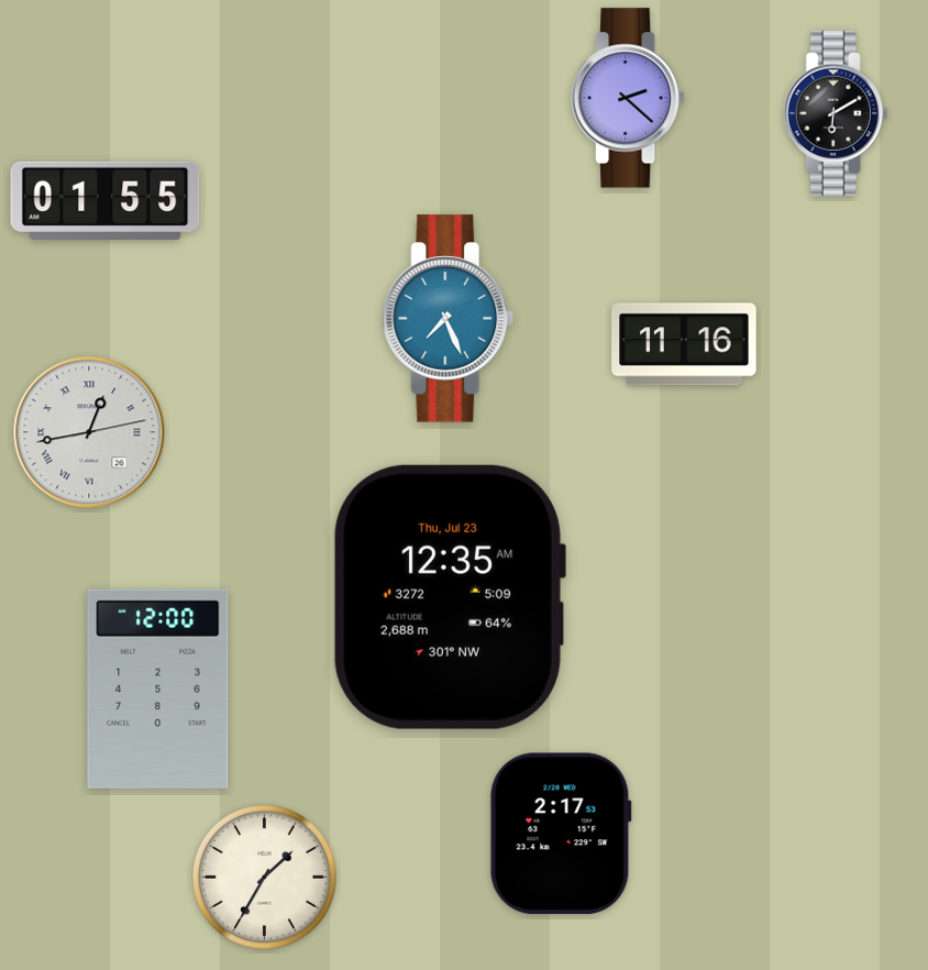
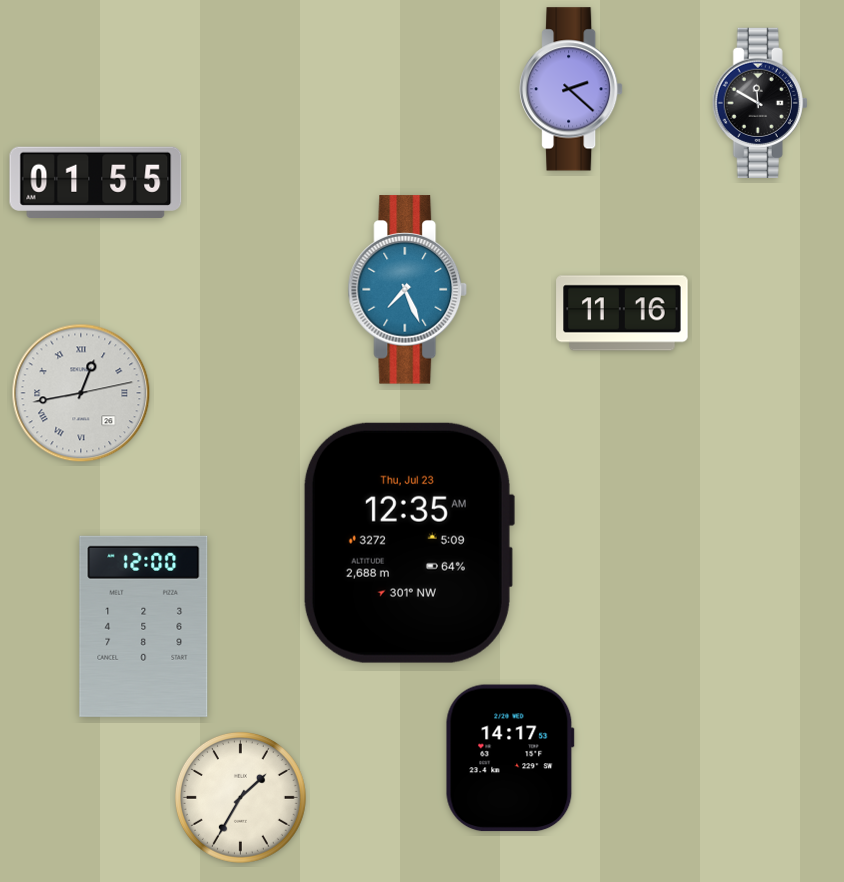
clock at (836, 113): 6:10 -> 11:50
clock at (561, 834): 2:17 -> 14:17
